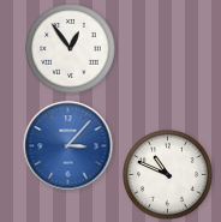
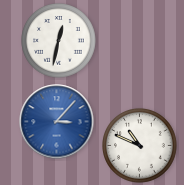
clock at (71, 49): 12:54 -> 12:32
